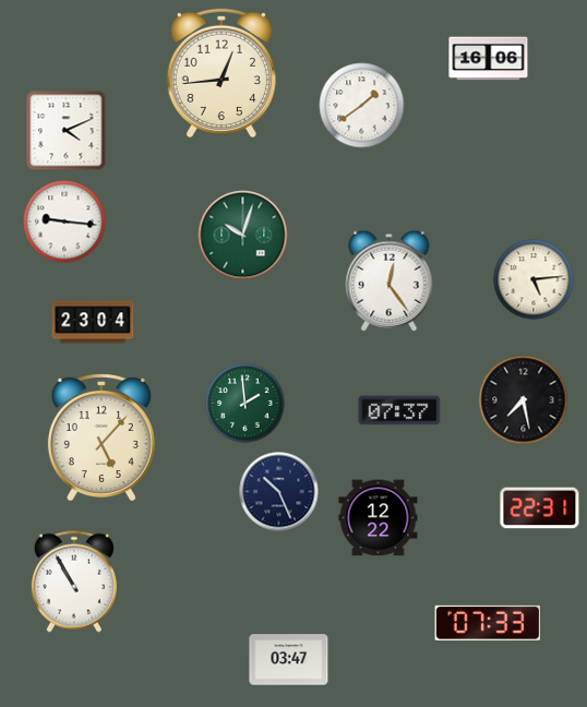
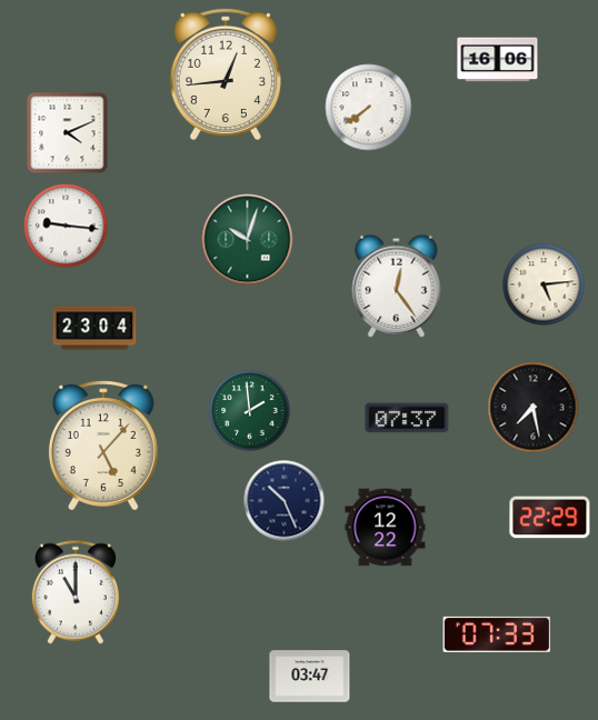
clock at (362, 106): 1:39 -> 7:39
clock at (540, 508): 22:31 -> 22:29
clock at (74, 582): 10:55 -> 11:00
clock at (289, 660) position: (289, 660) -> (310, 677)
